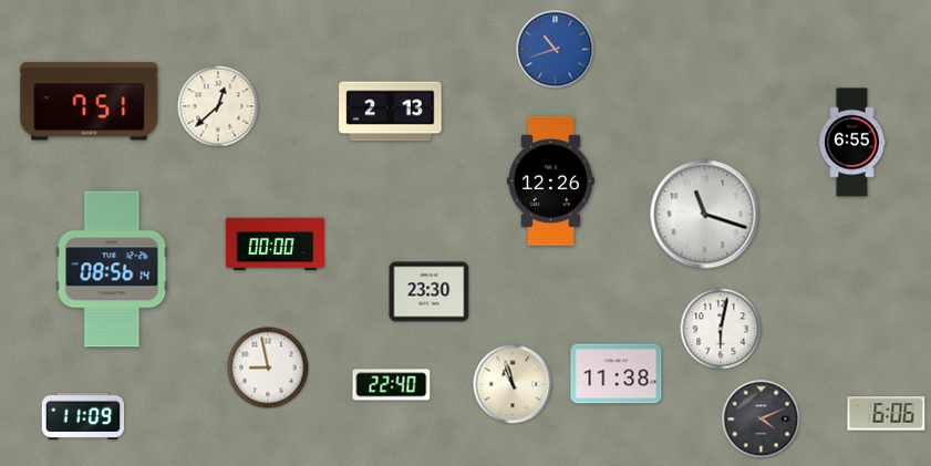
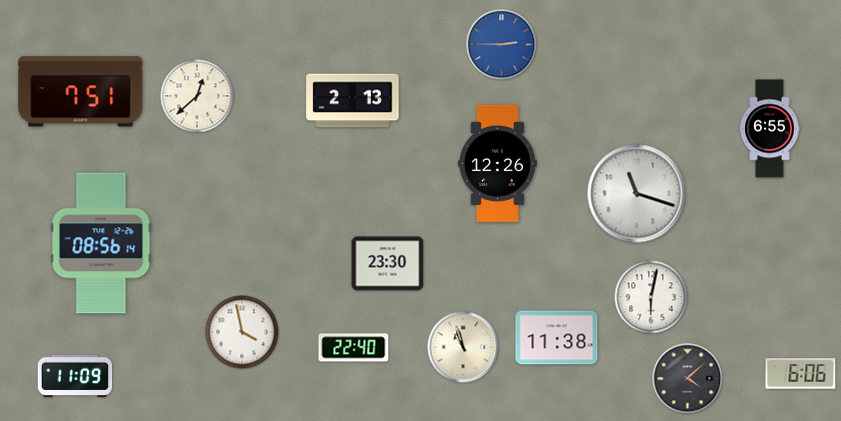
clock at (556, 50): 10:42 -> 2:45
clock at (275, 245): 00:00 -> none
clock at (268, 367): 8:58 -> 3:58
clock at (762, 420): 4:11 -> 4:08
